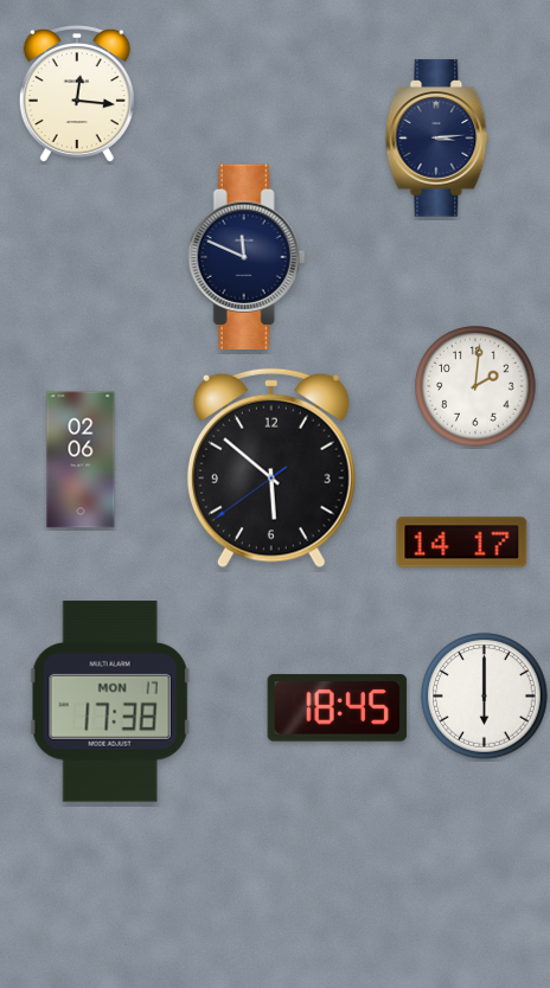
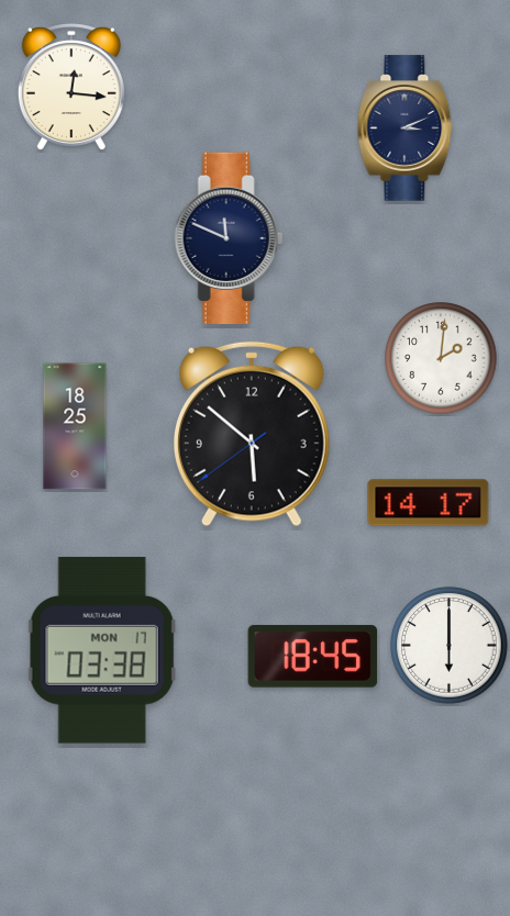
clock at (437, 139): 3:14 -> 3:11
clock at (81, 460): 02:06 -> 18:25
clock at (110, 701): 17:38 -> 03:38
